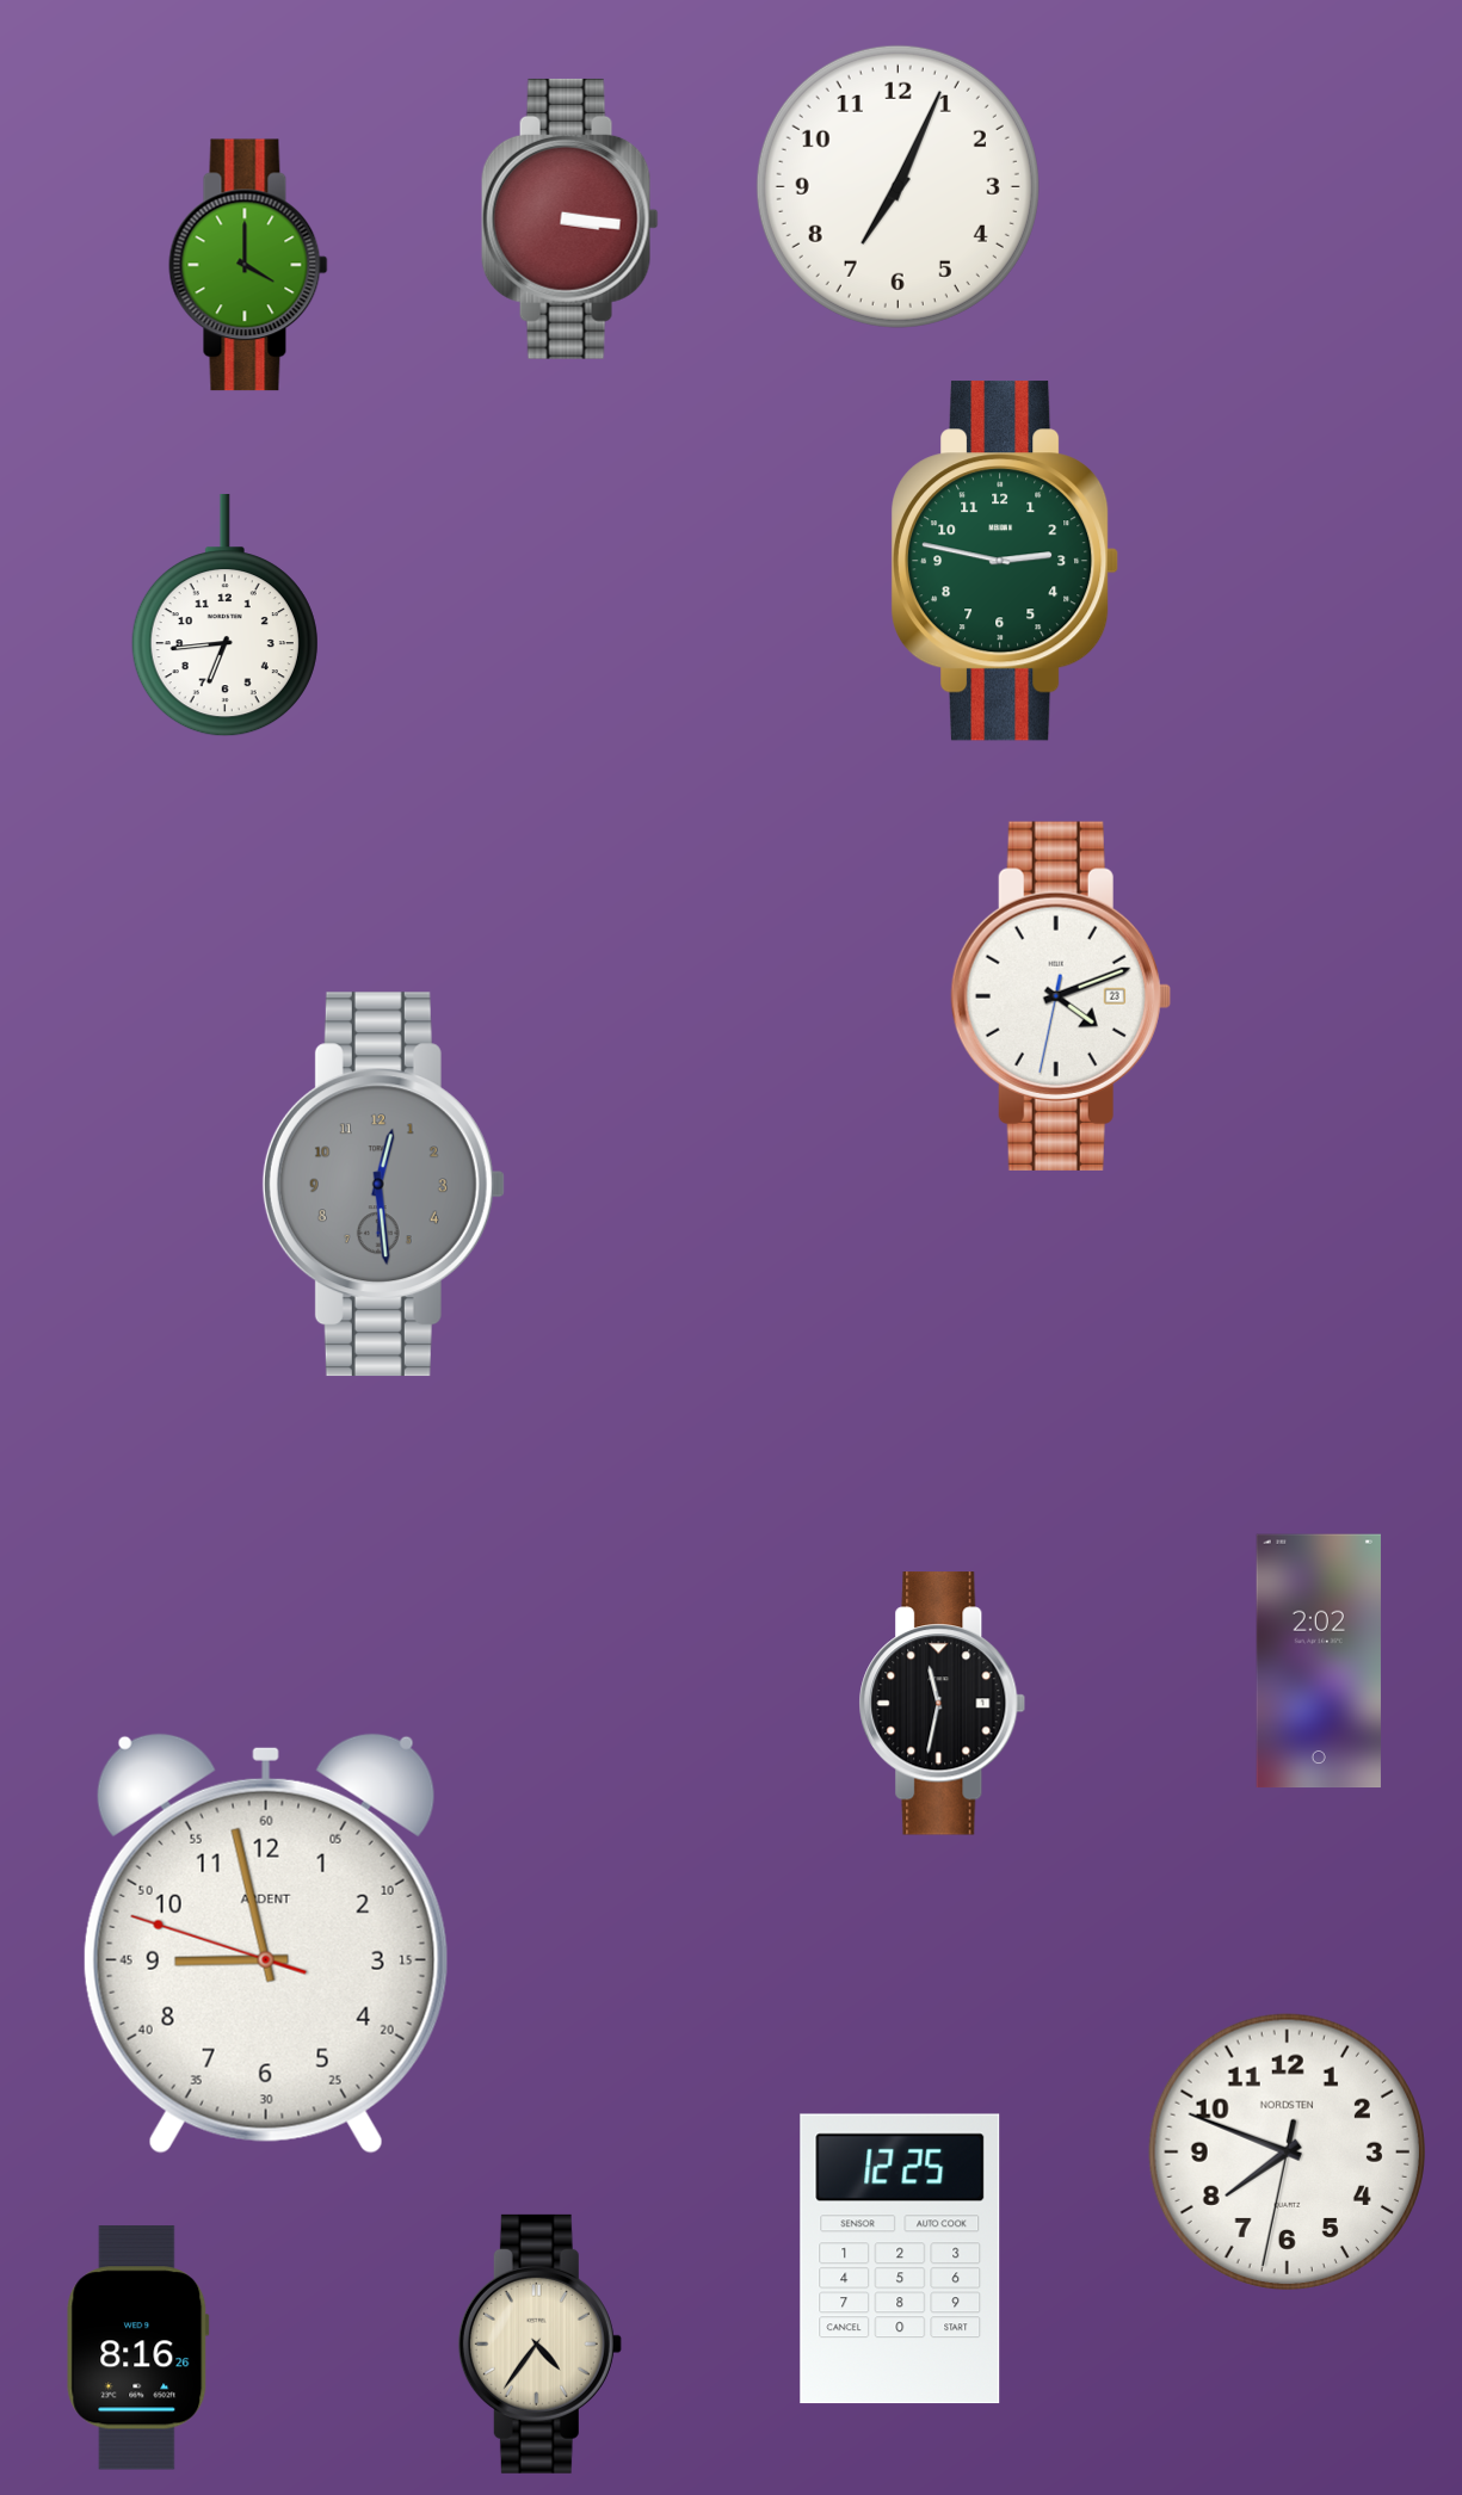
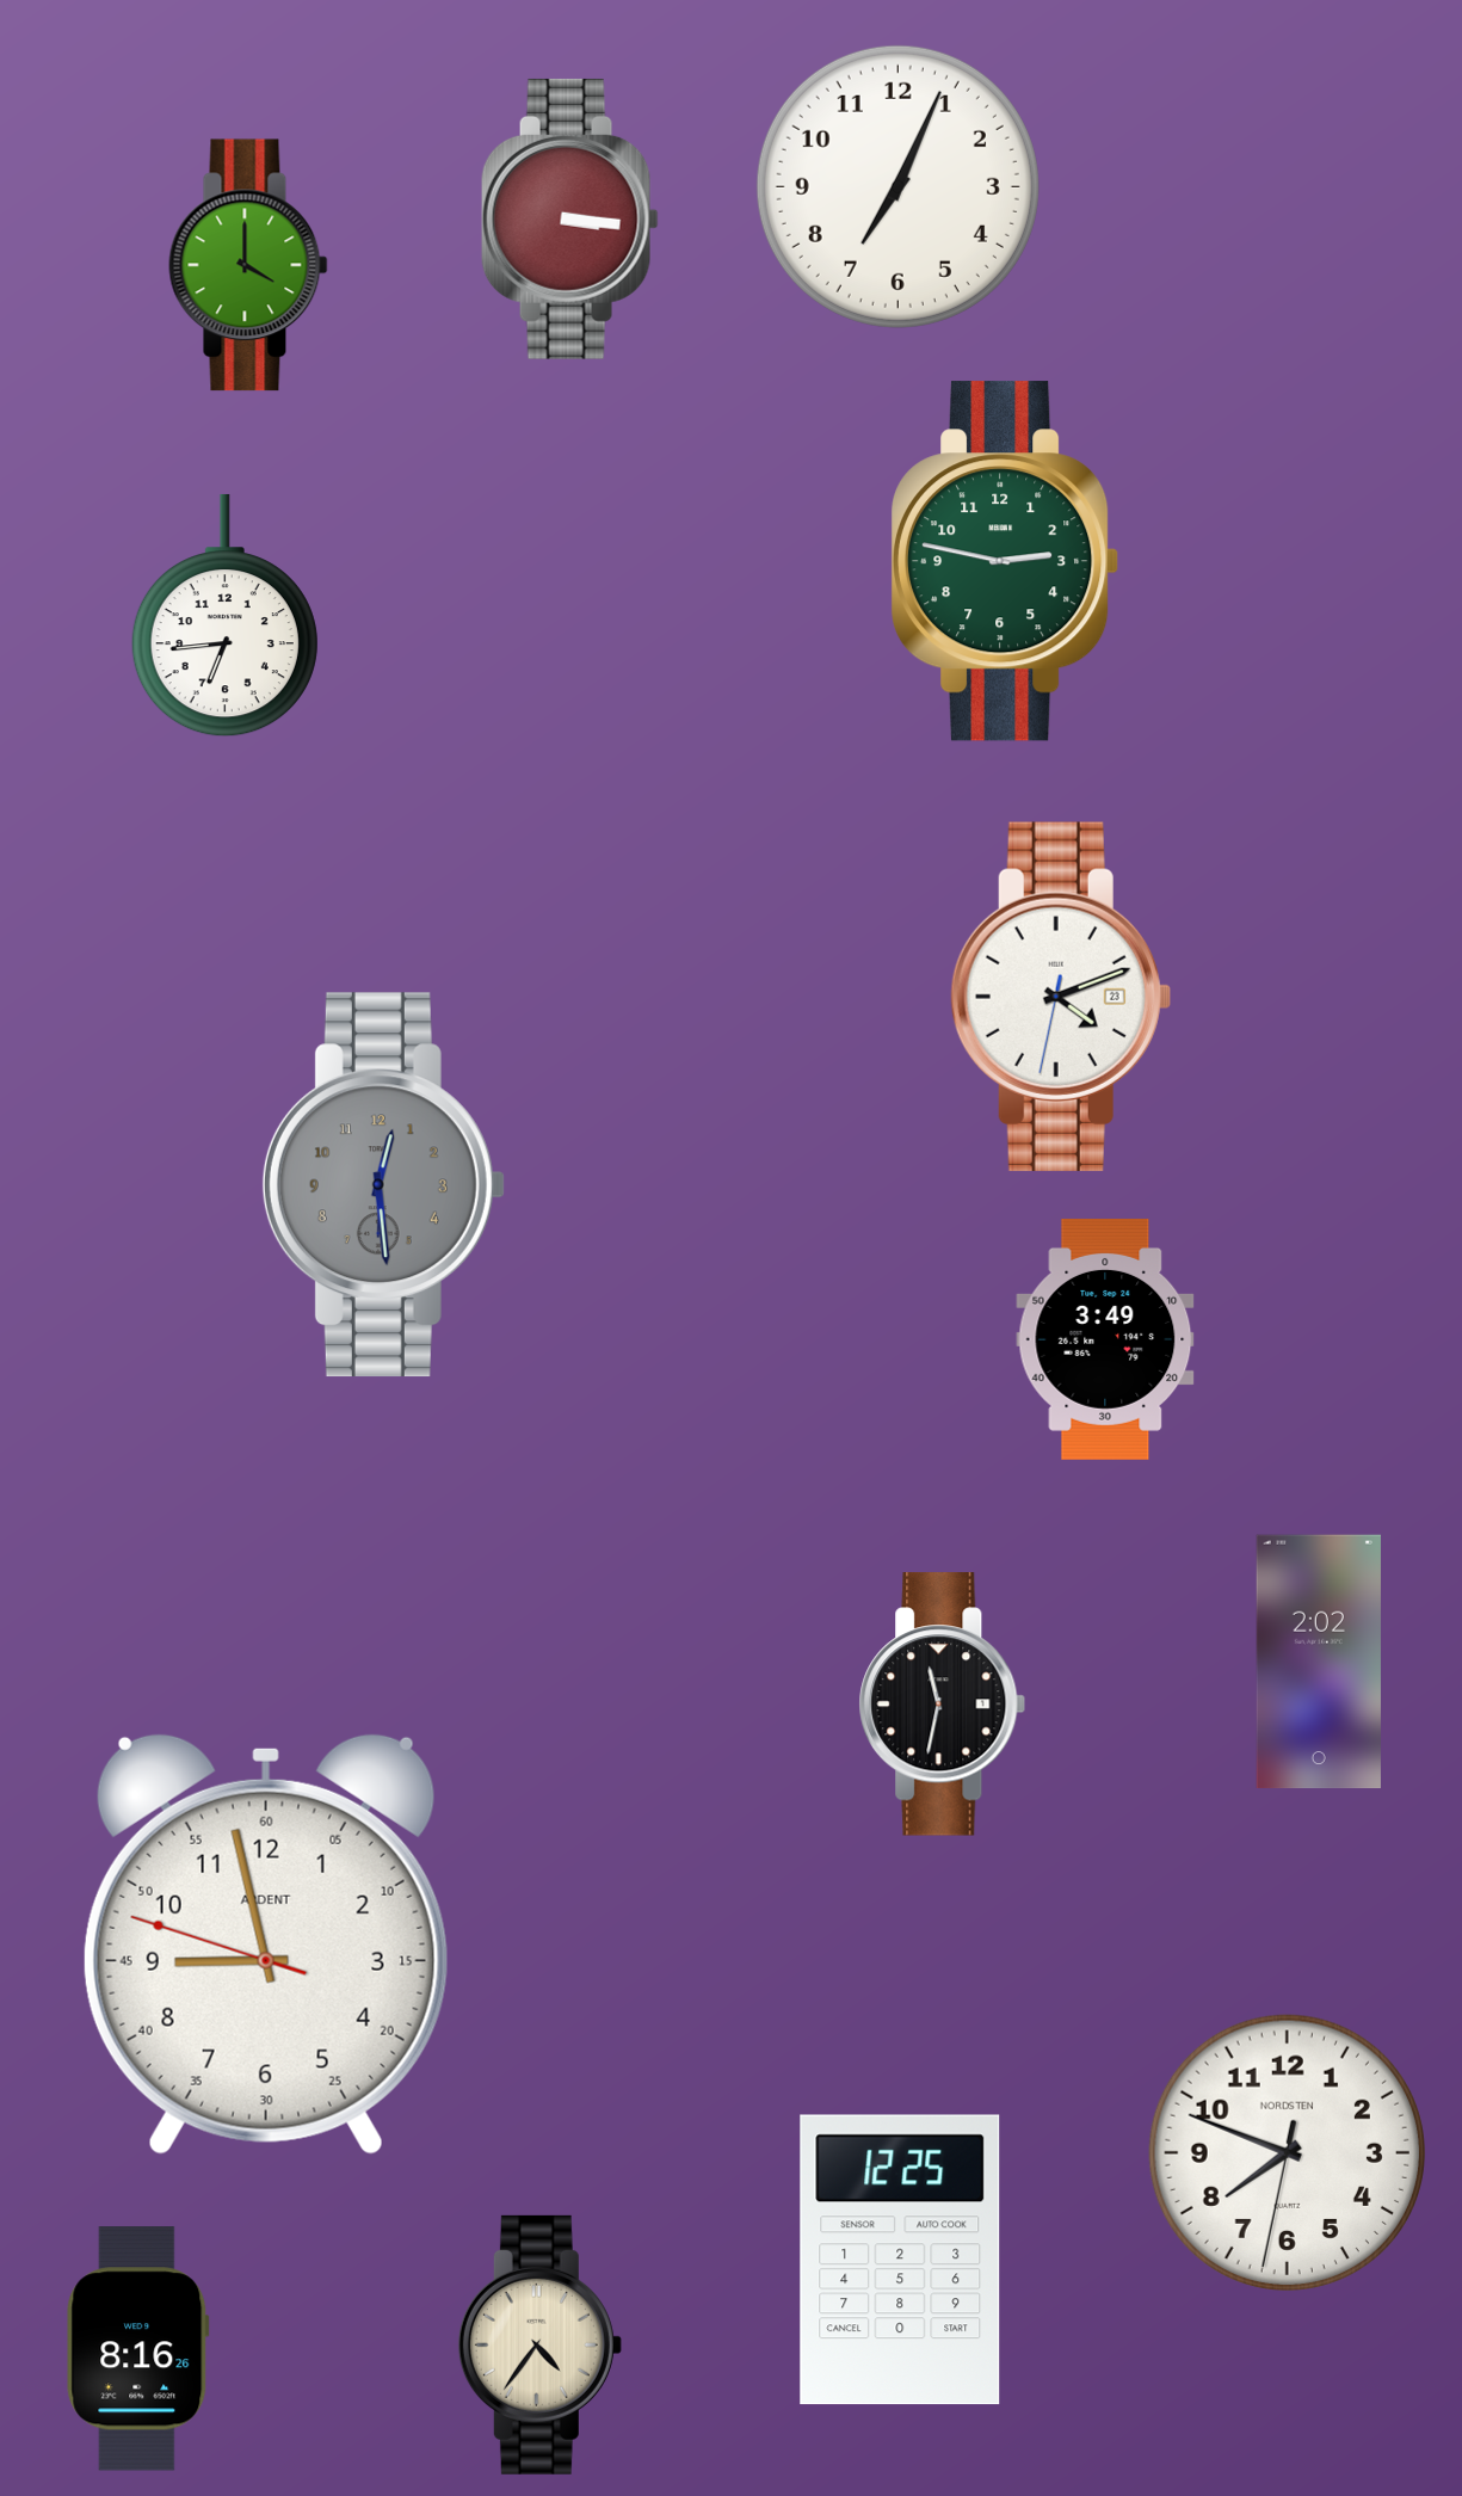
clock at (1105, 1339): none -> 3:49
